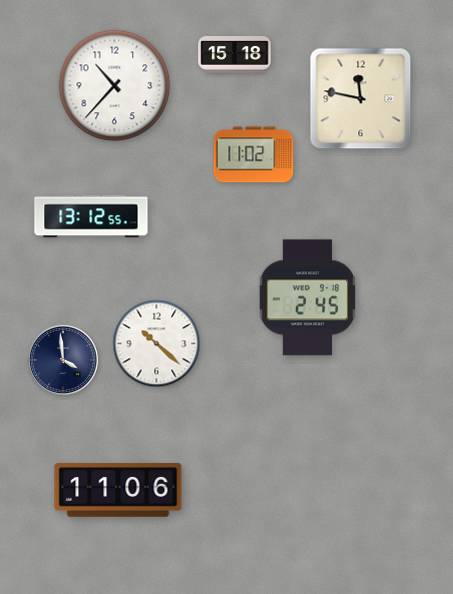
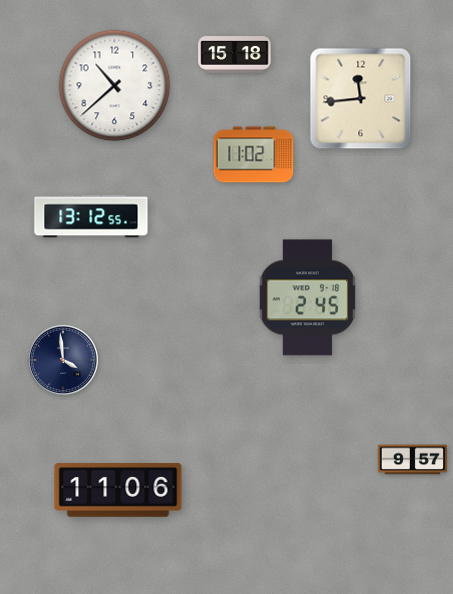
clock at (115, 86): 10:37 -> 10:38
clock at (361, 99): 11:47 -> 11:44
clock at (157, 344): 10:22 -> none
clock at (413, 460): none -> 9:57
